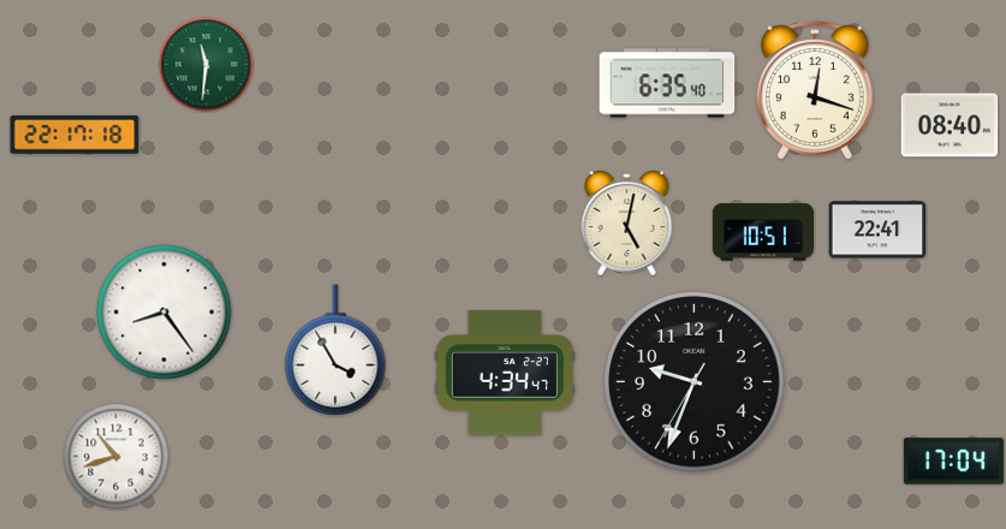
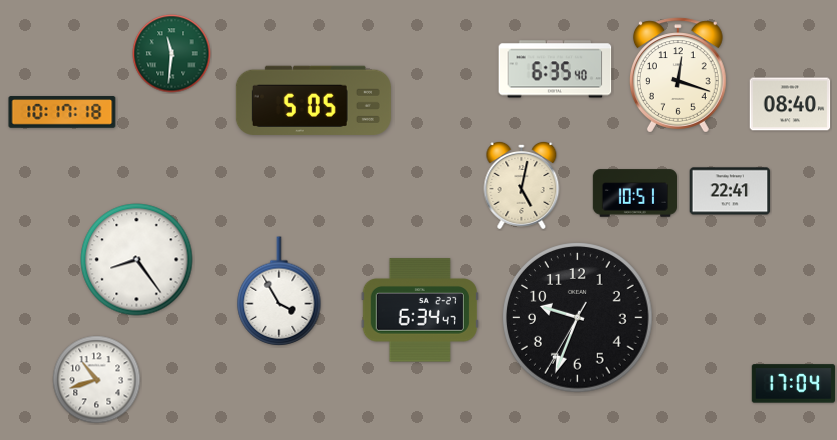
clock at (313, 100): none -> 5:05
clock at (75, 135): 22:17 -> 10:17
clock at (505, 373): 4:34 -> 6:34
